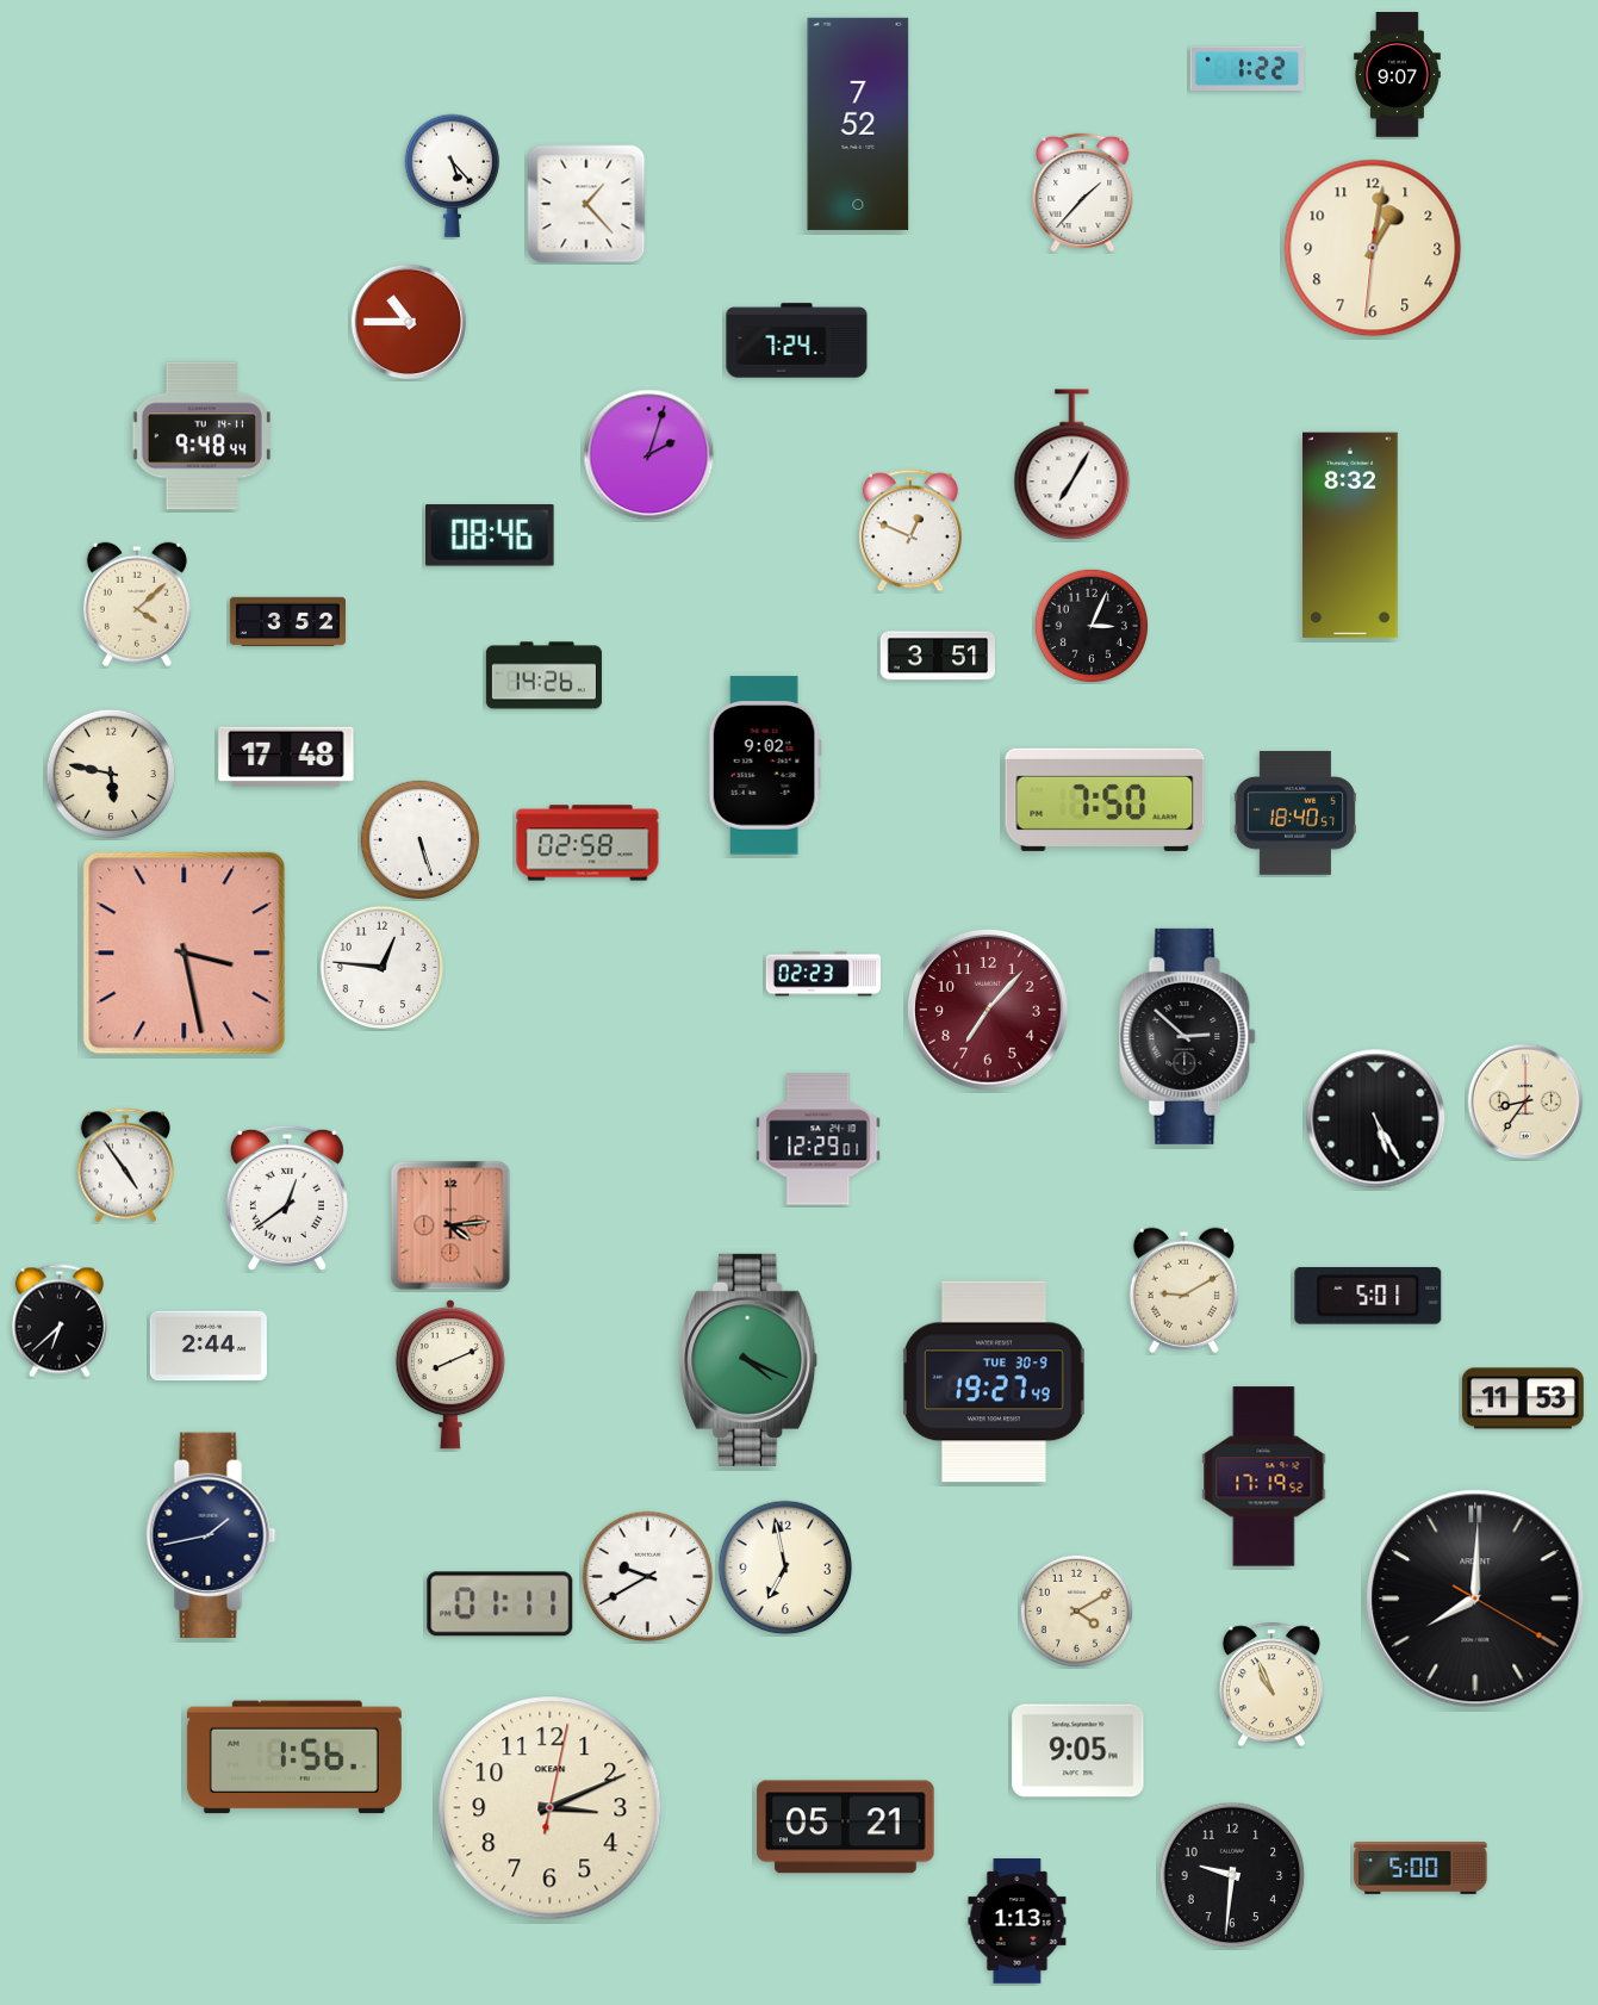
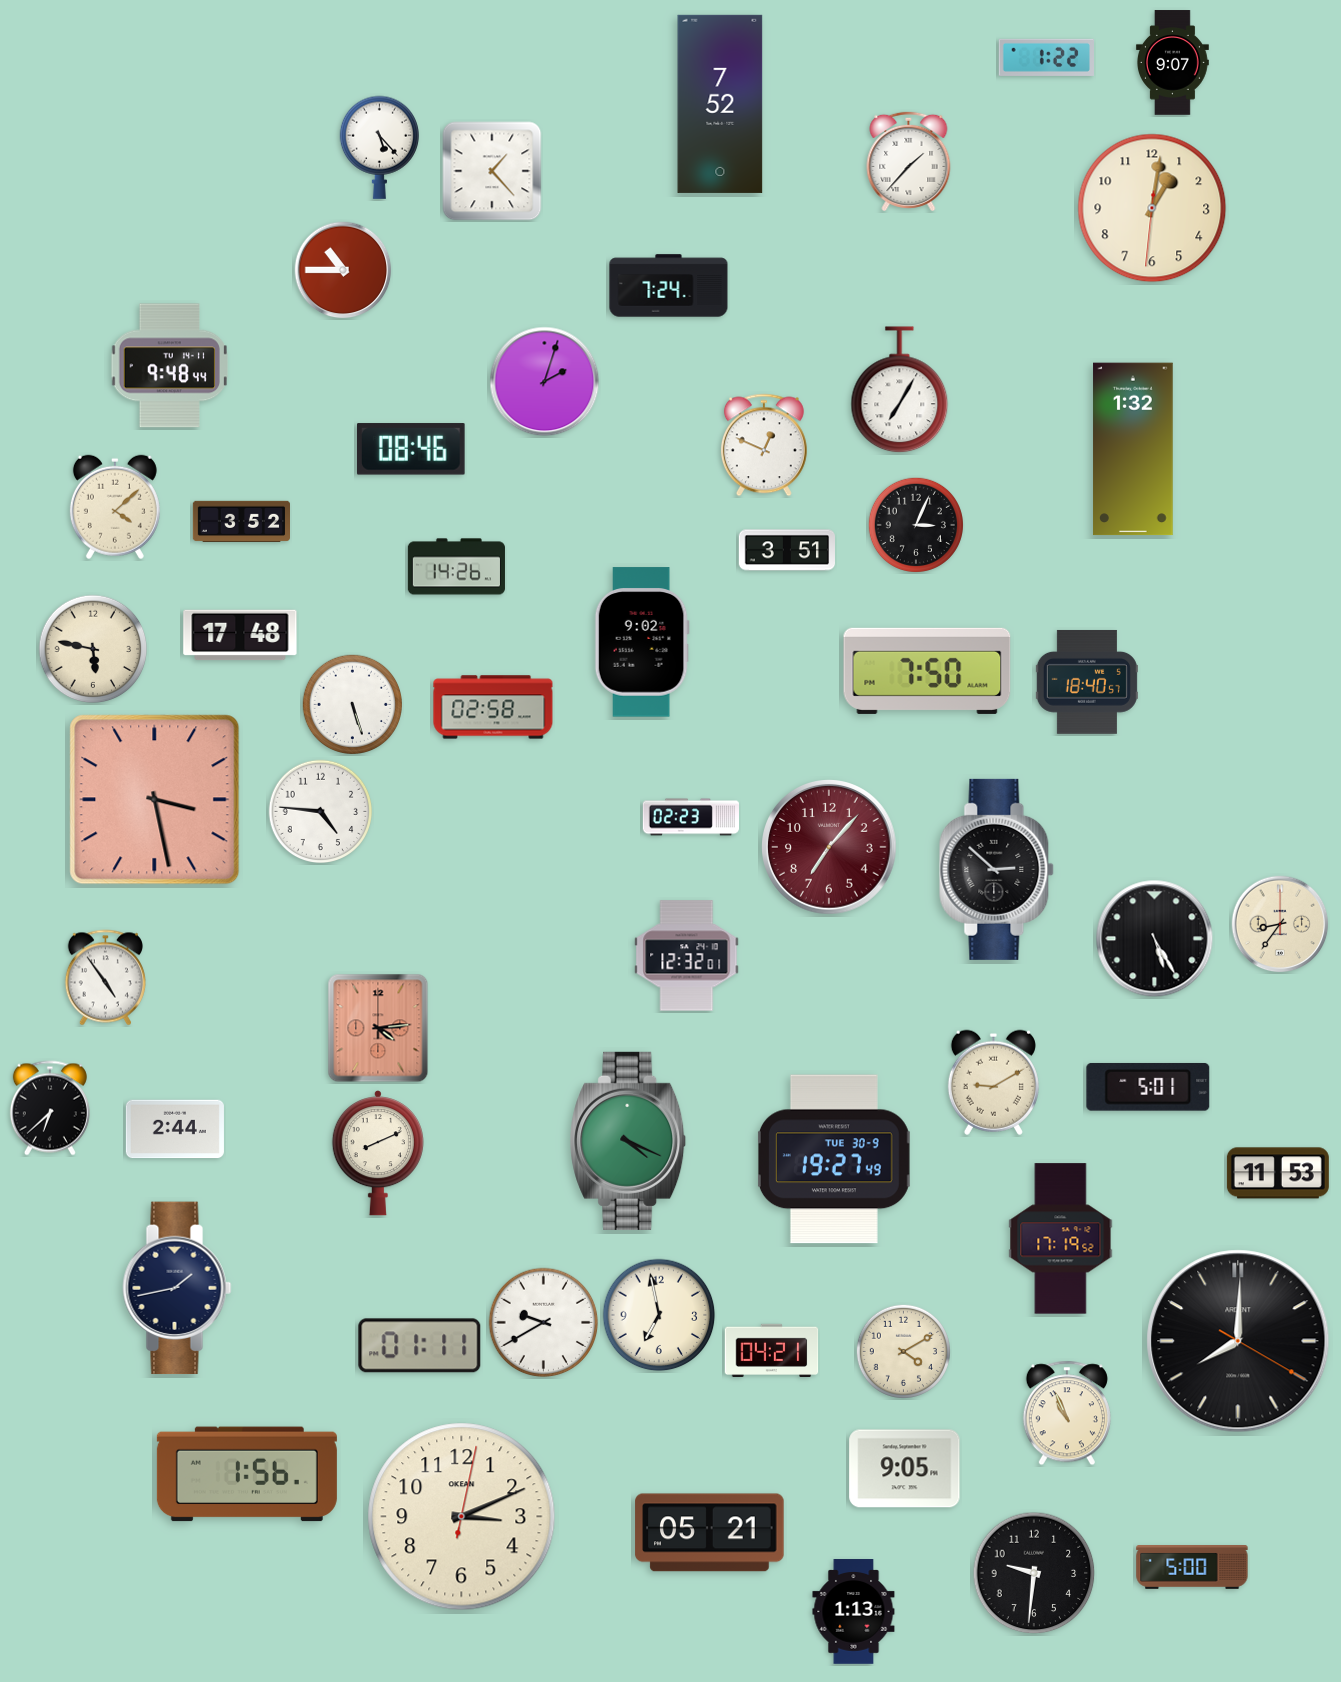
clock at (1350, 535): 8:32 -> 1:32
clock at (383, 968): 12:46 -> 4:46
clock at (819, 1140): 12:29 -> 12:32
clock at (287, 1198): 12:39 -> none
clock at (772, 1350): none -> 04:21
